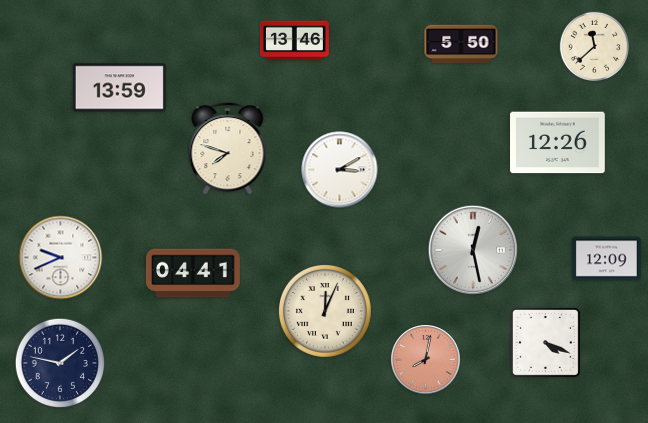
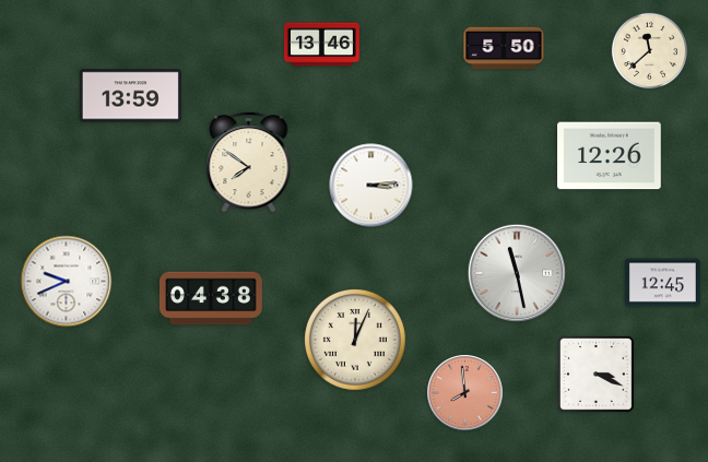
clock at (228, 149): 7:48 -> 7:51
clock at (340, 170): 3:10 -> 3:14
clock at (472, 249): 12:28 -> 11:28
clock at (606, 259): 12:09 -> 12:45
clock at (193, 273): 04:41 -> 04:38
clock at (545, 342): 4:19 -> 3:19
clock at (426, 360): 8:02 -> 7:59
clock at (60, 363): 1:47 -> none
